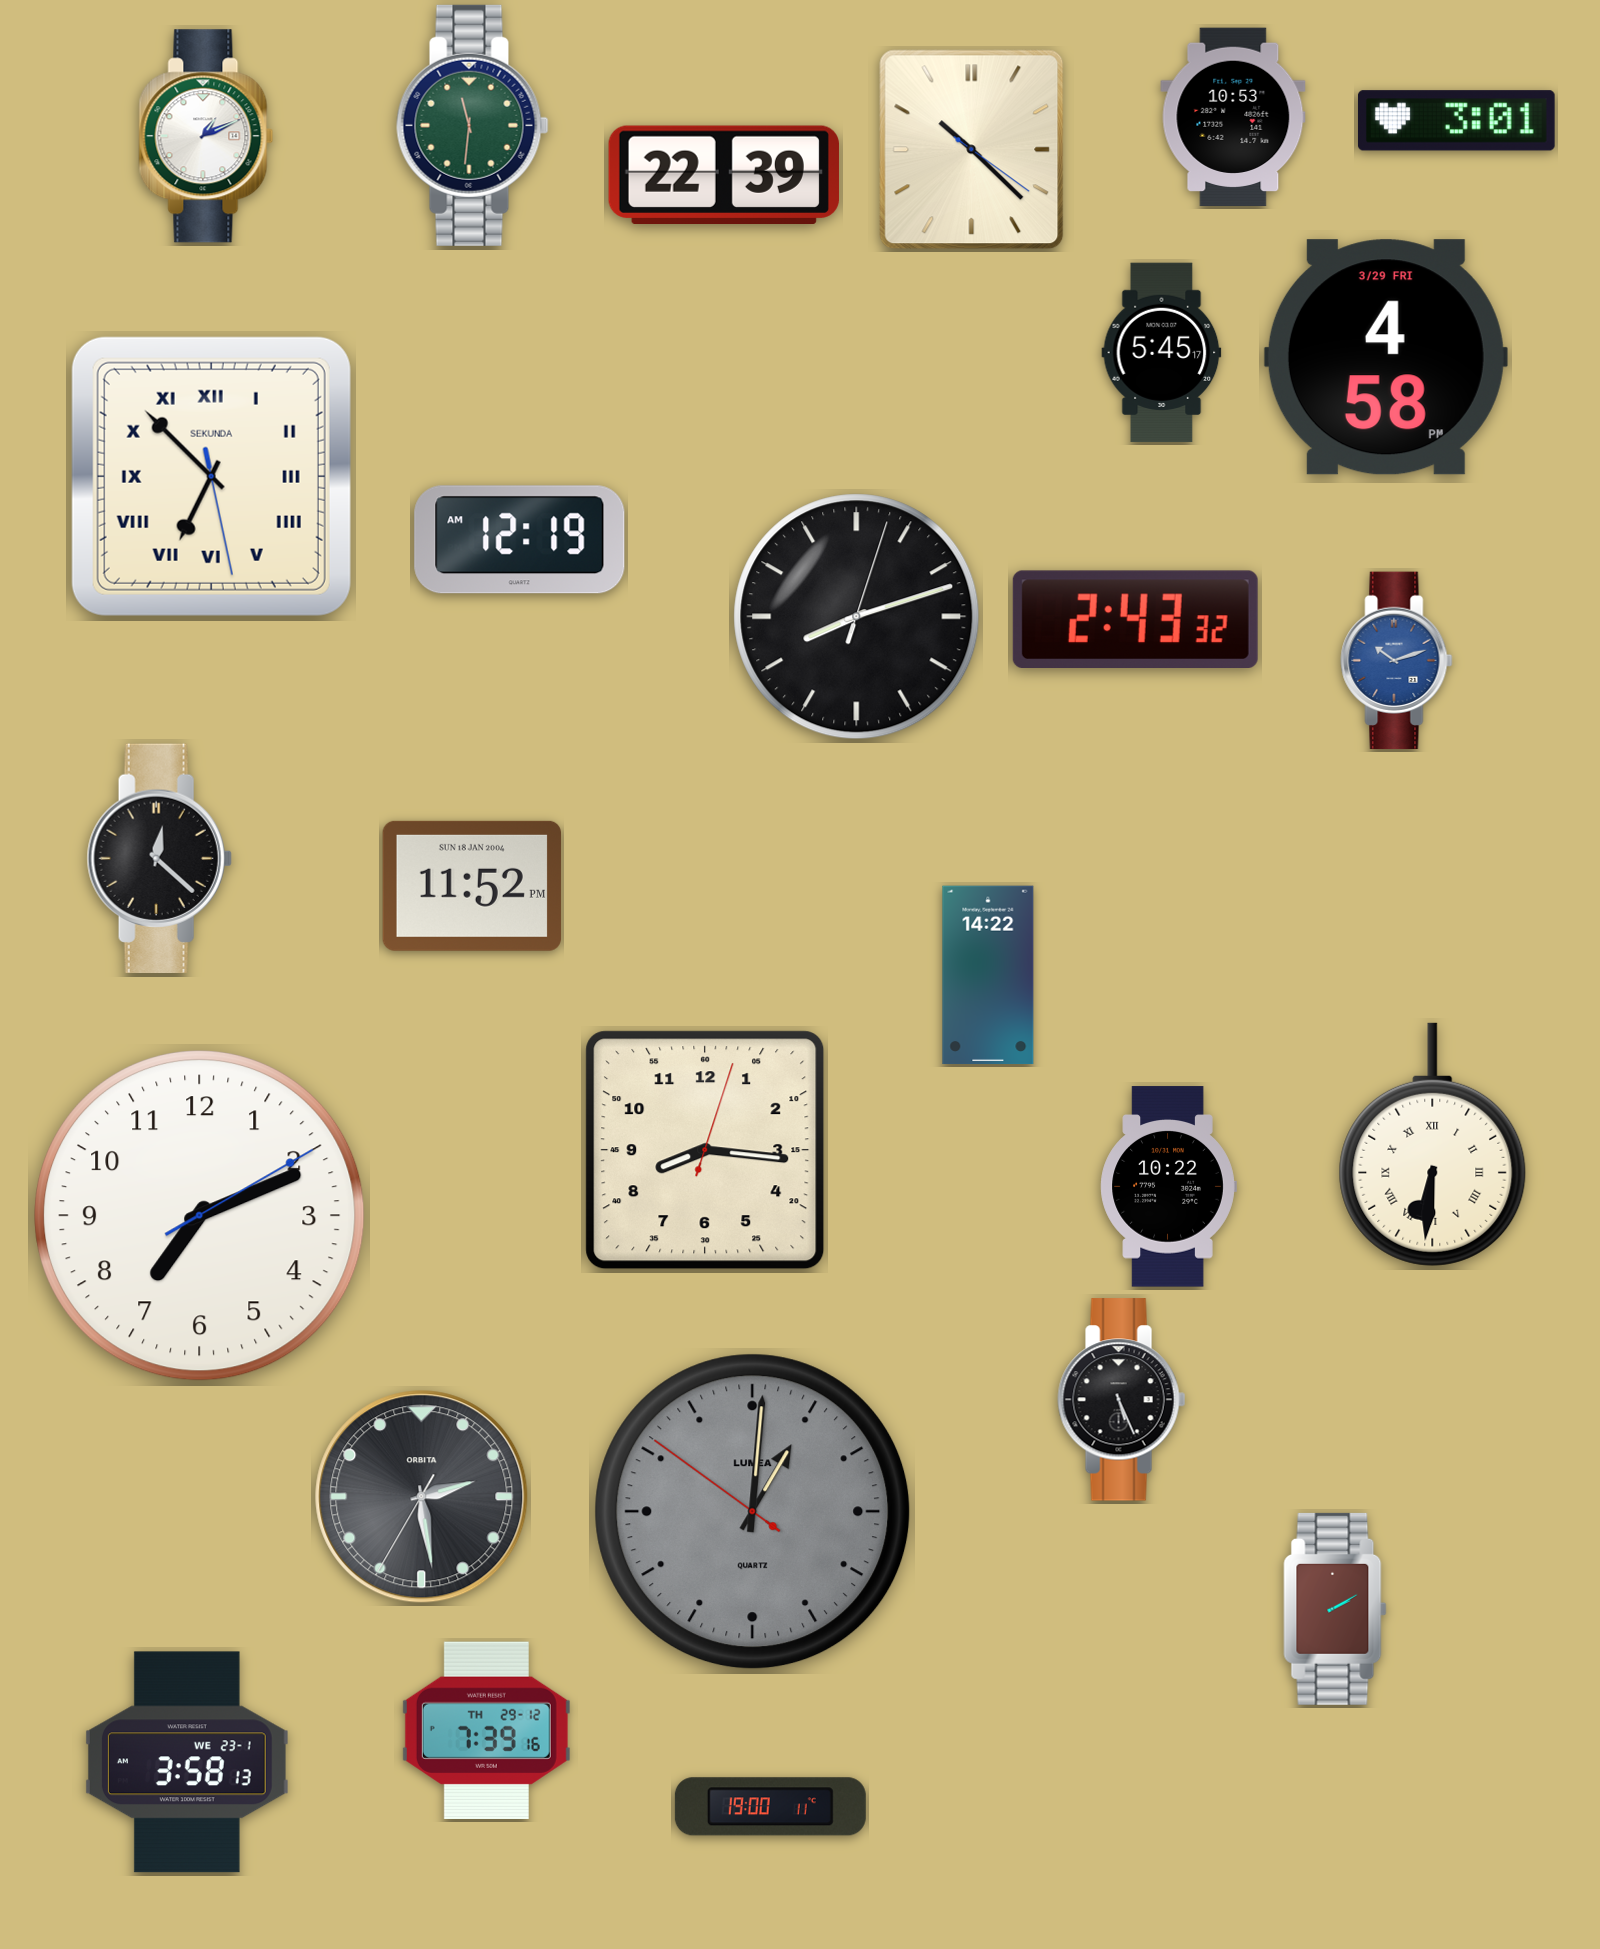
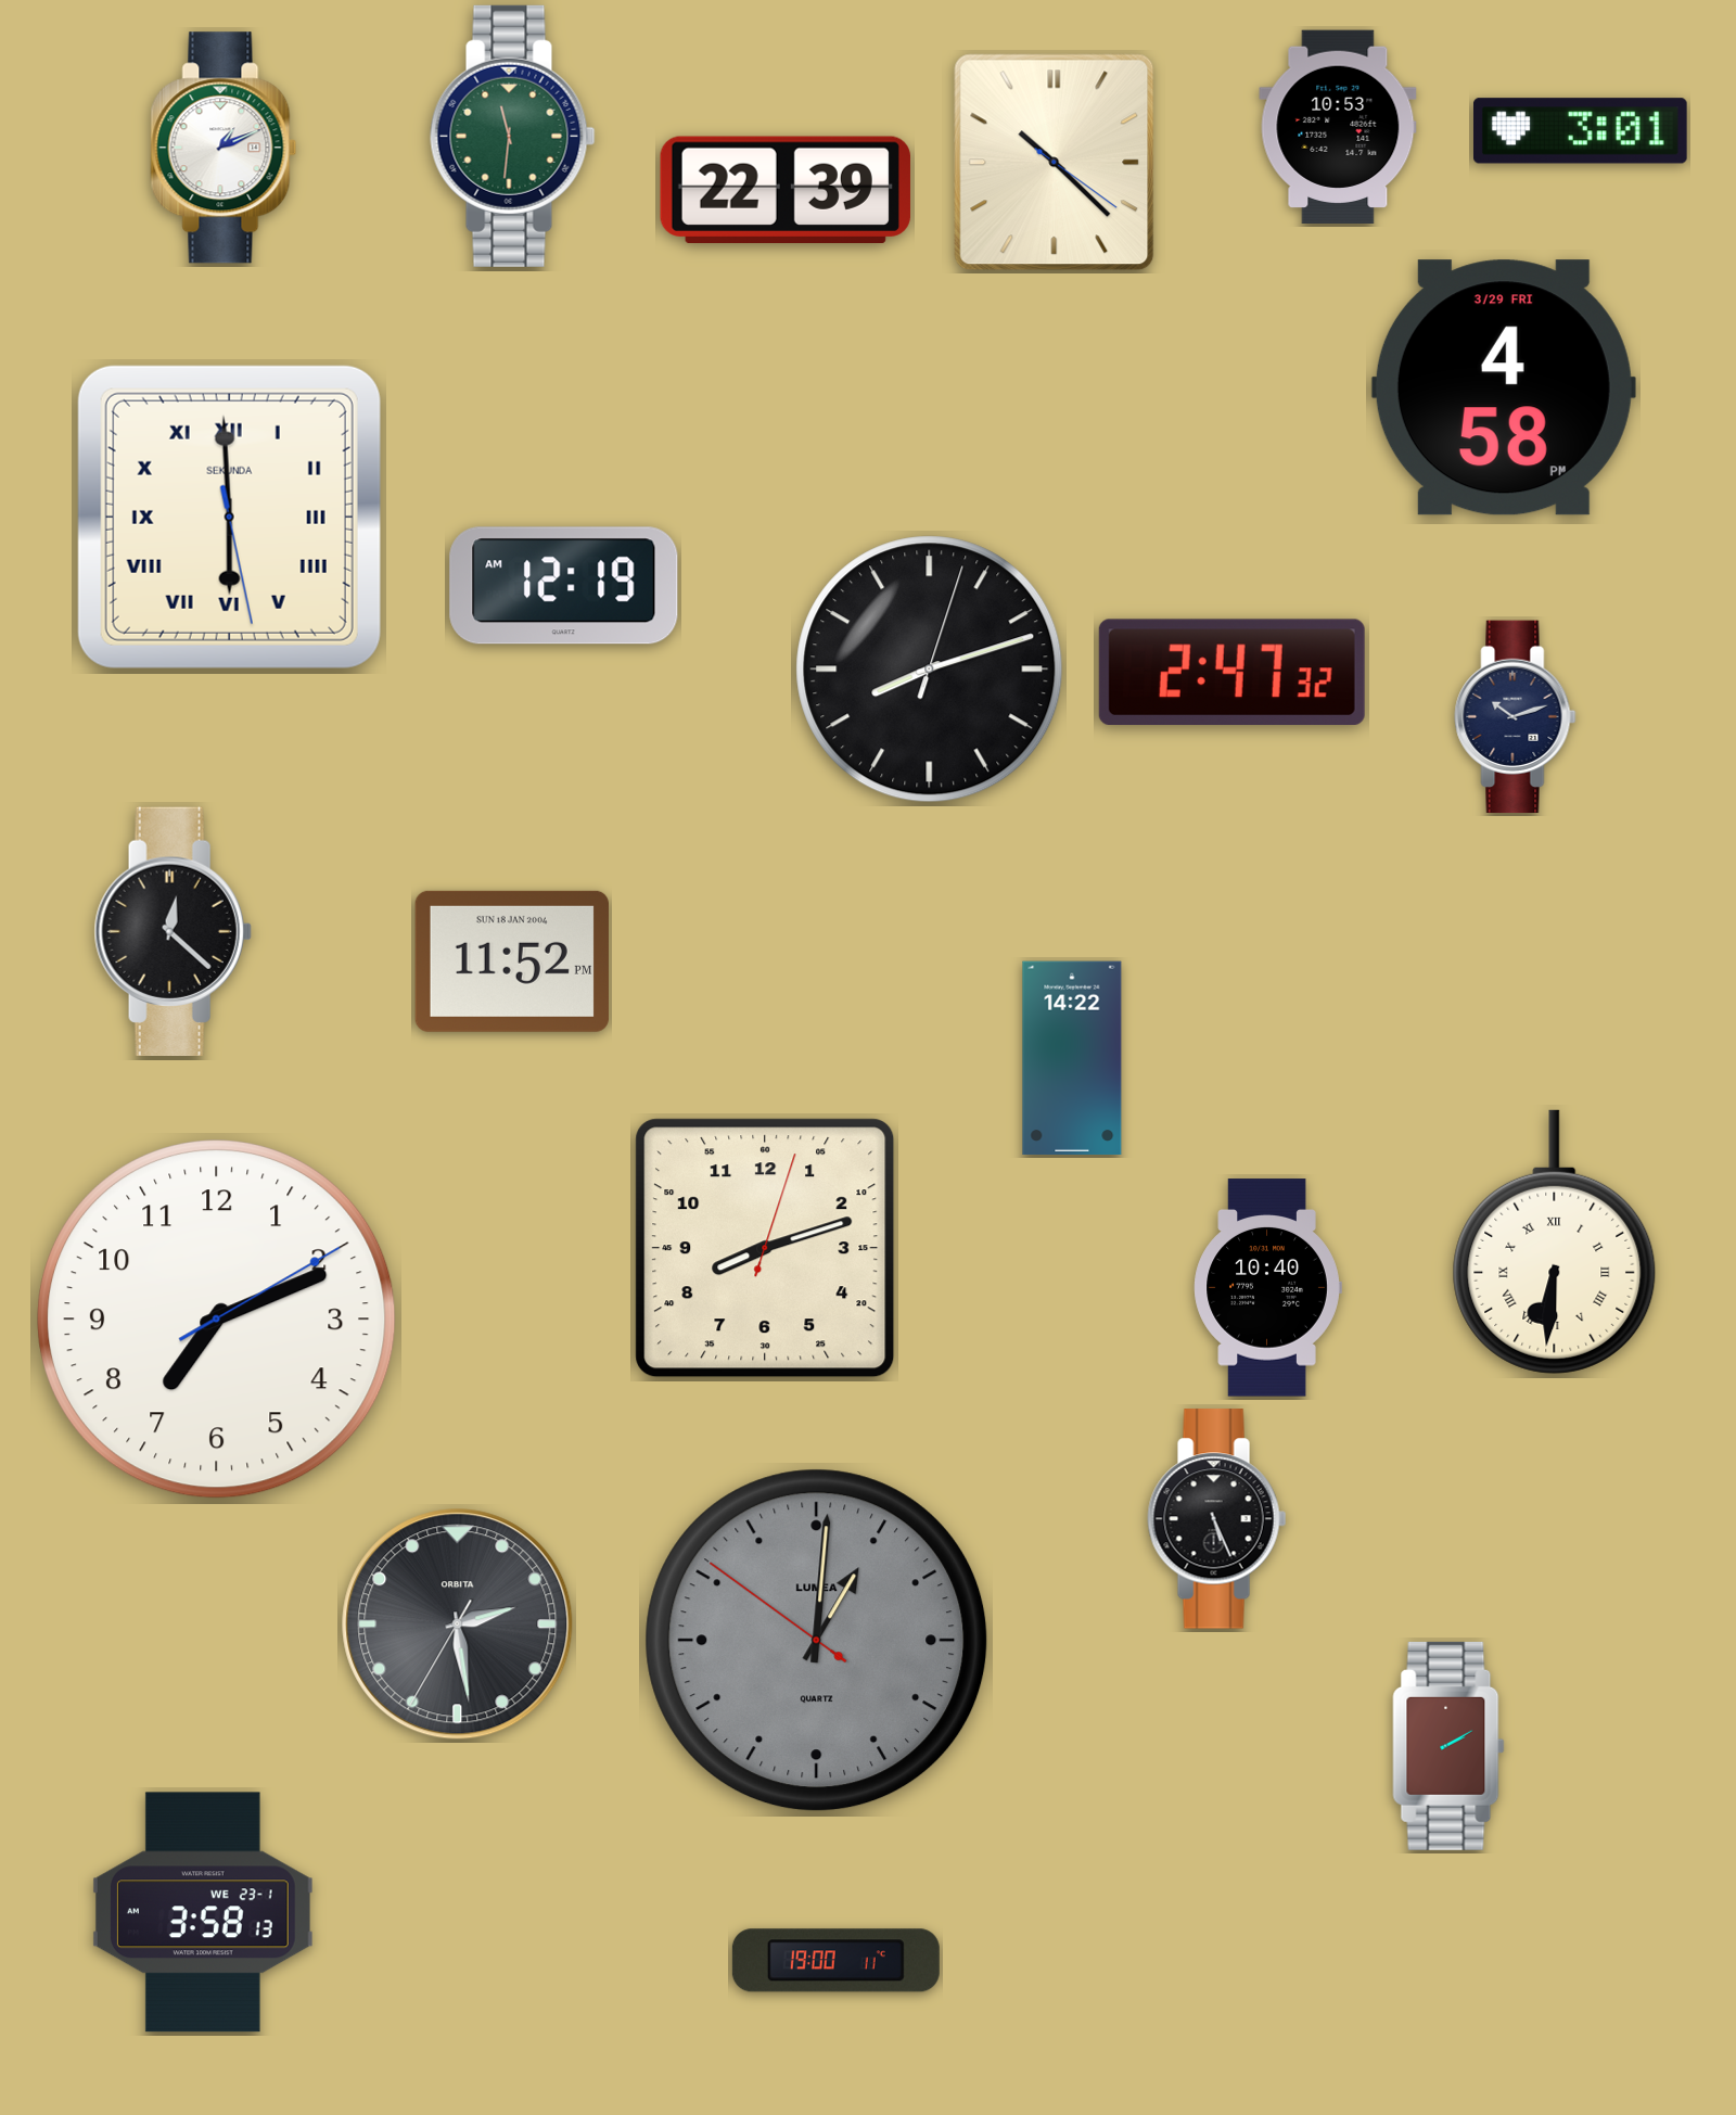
clock at (1162, 353): 5:45 -> none
clock at (211, 476): 6:52 -> 5:59
clock at (1135, 619): 2:43 -> 2:47
clock at (1397, 661) dial: blue -> navy
clock at (705, 1150): 8:16 -> 8:12
clock at (1168, 1187): 10:22 -> 10:40
clock at (486, 1730): 7:39 -> none
